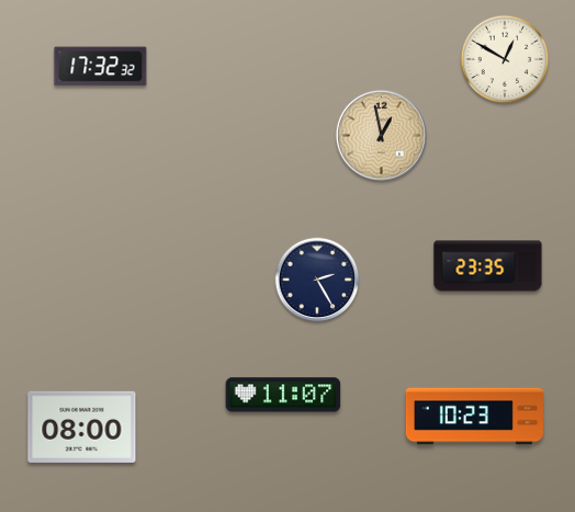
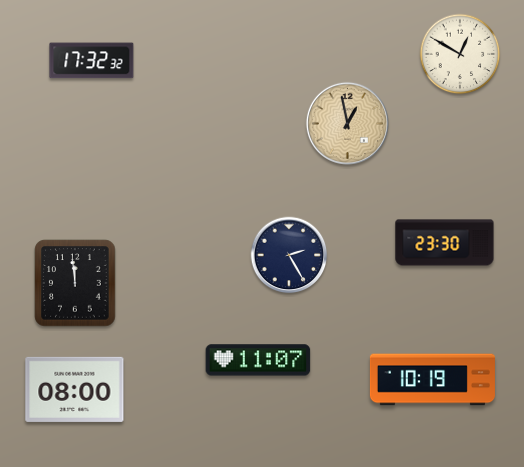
clock at (488, 266): 23:35 -> 23:30
clock at (75, 283): none -> 11:59
clock at (474, 417): 10:23 -> 10:19
